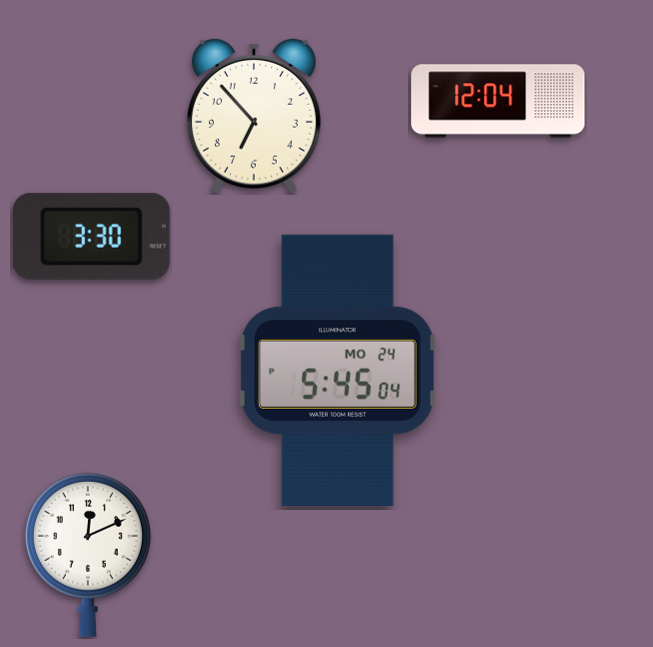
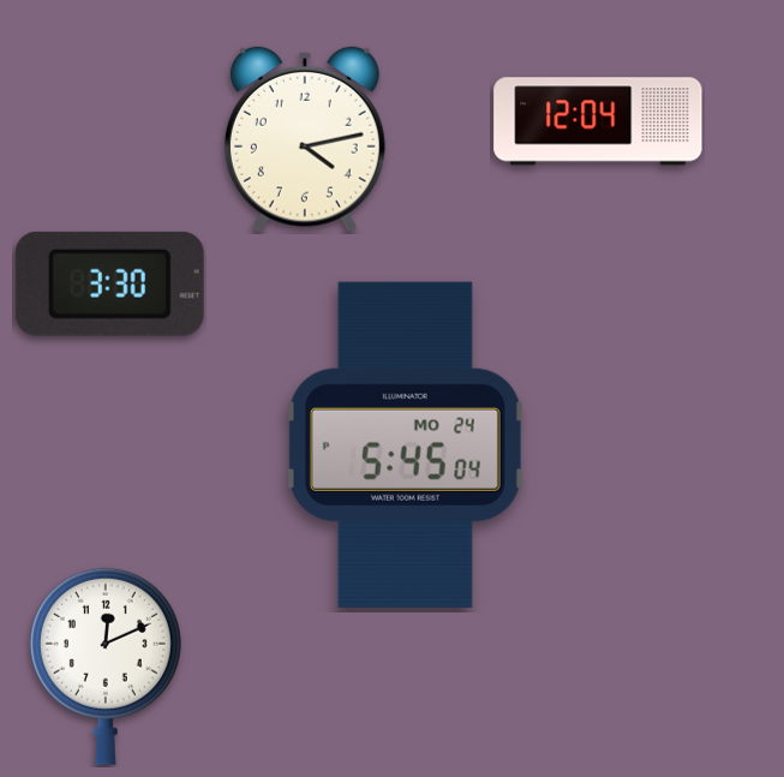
clock at (254, 116): 6:53 -> 4:13
